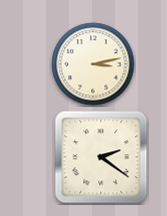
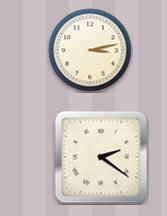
clock at (93, 64) position: (93, 64) -> (90, 50)
